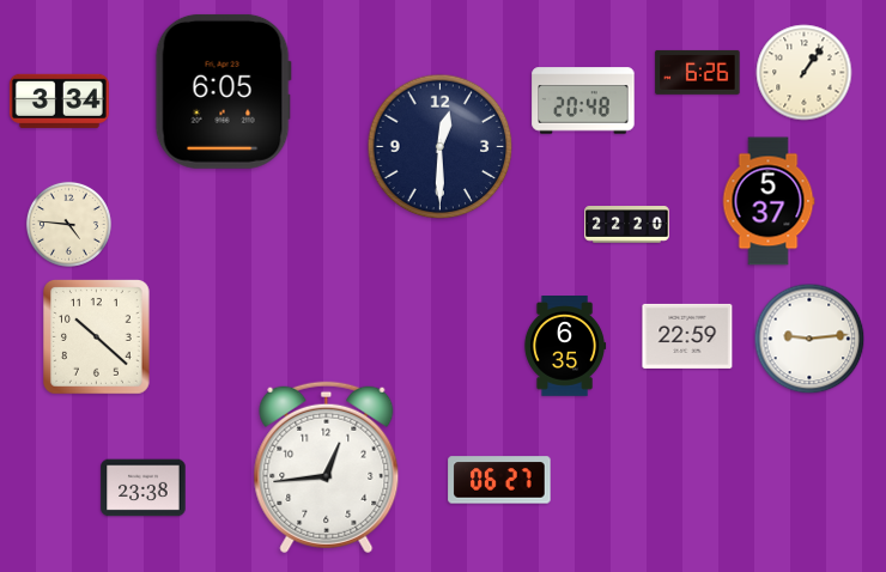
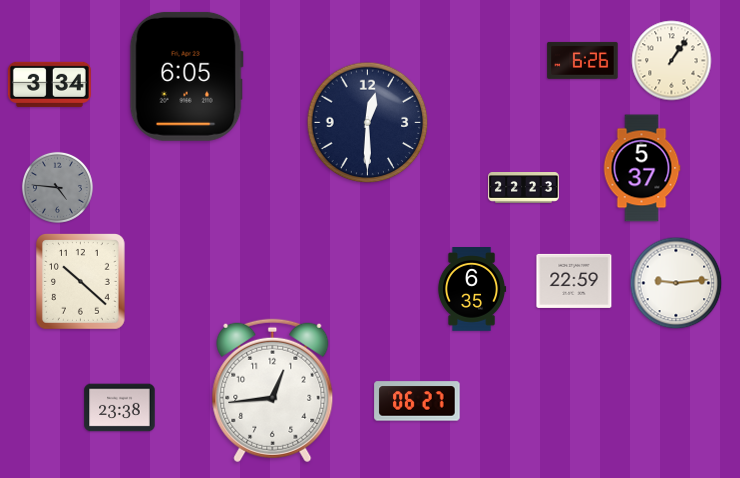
clock at (583, 101): 20:48 -> none
clock at (68, 224) dial: cream -> grey
clock at (627, 225): 22:20 -> 22:23
